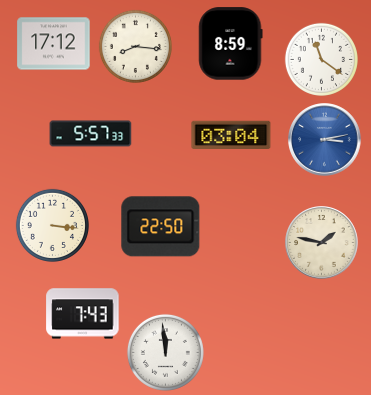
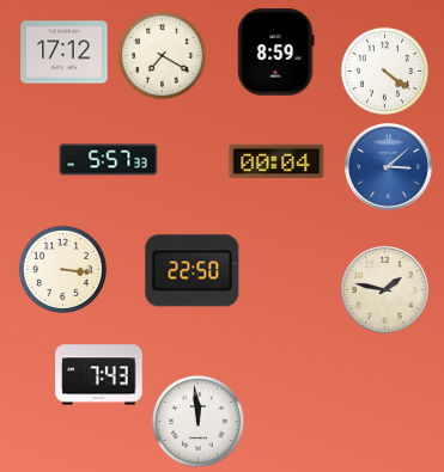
clock at (135, 46): 8:16 -> 7:20
clock at (321, 59): 11:21 -> 4:21
clock at (231, 134): 03:04 -> 00:04
clock at (325, 140): 3:13 -> 3:08
